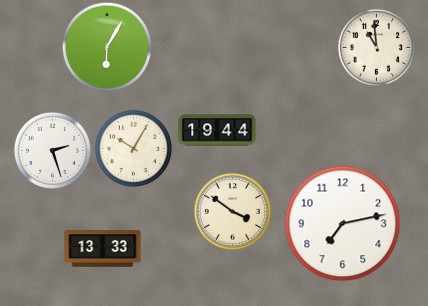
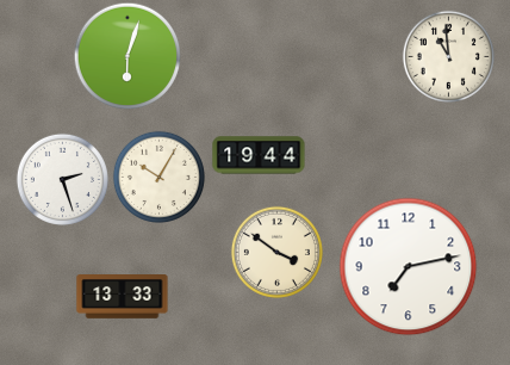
clock at (107, 47): 6:05 -> 6:03
